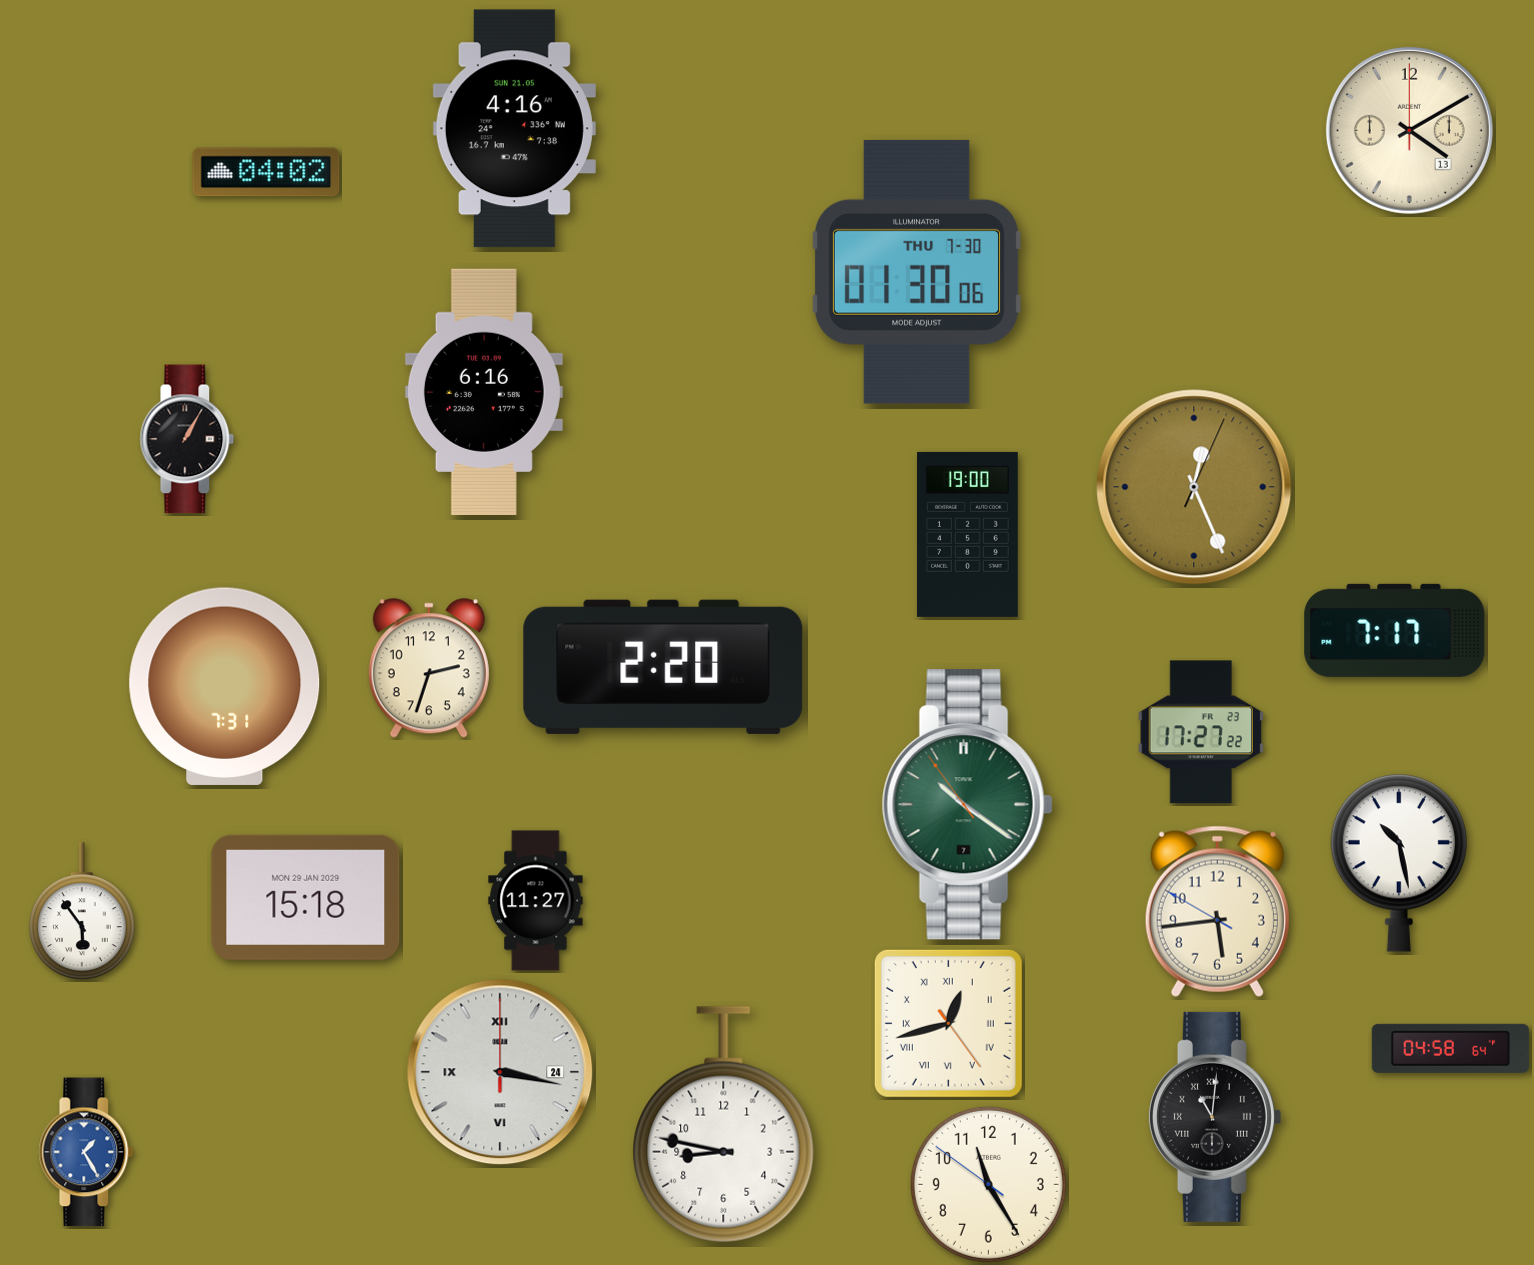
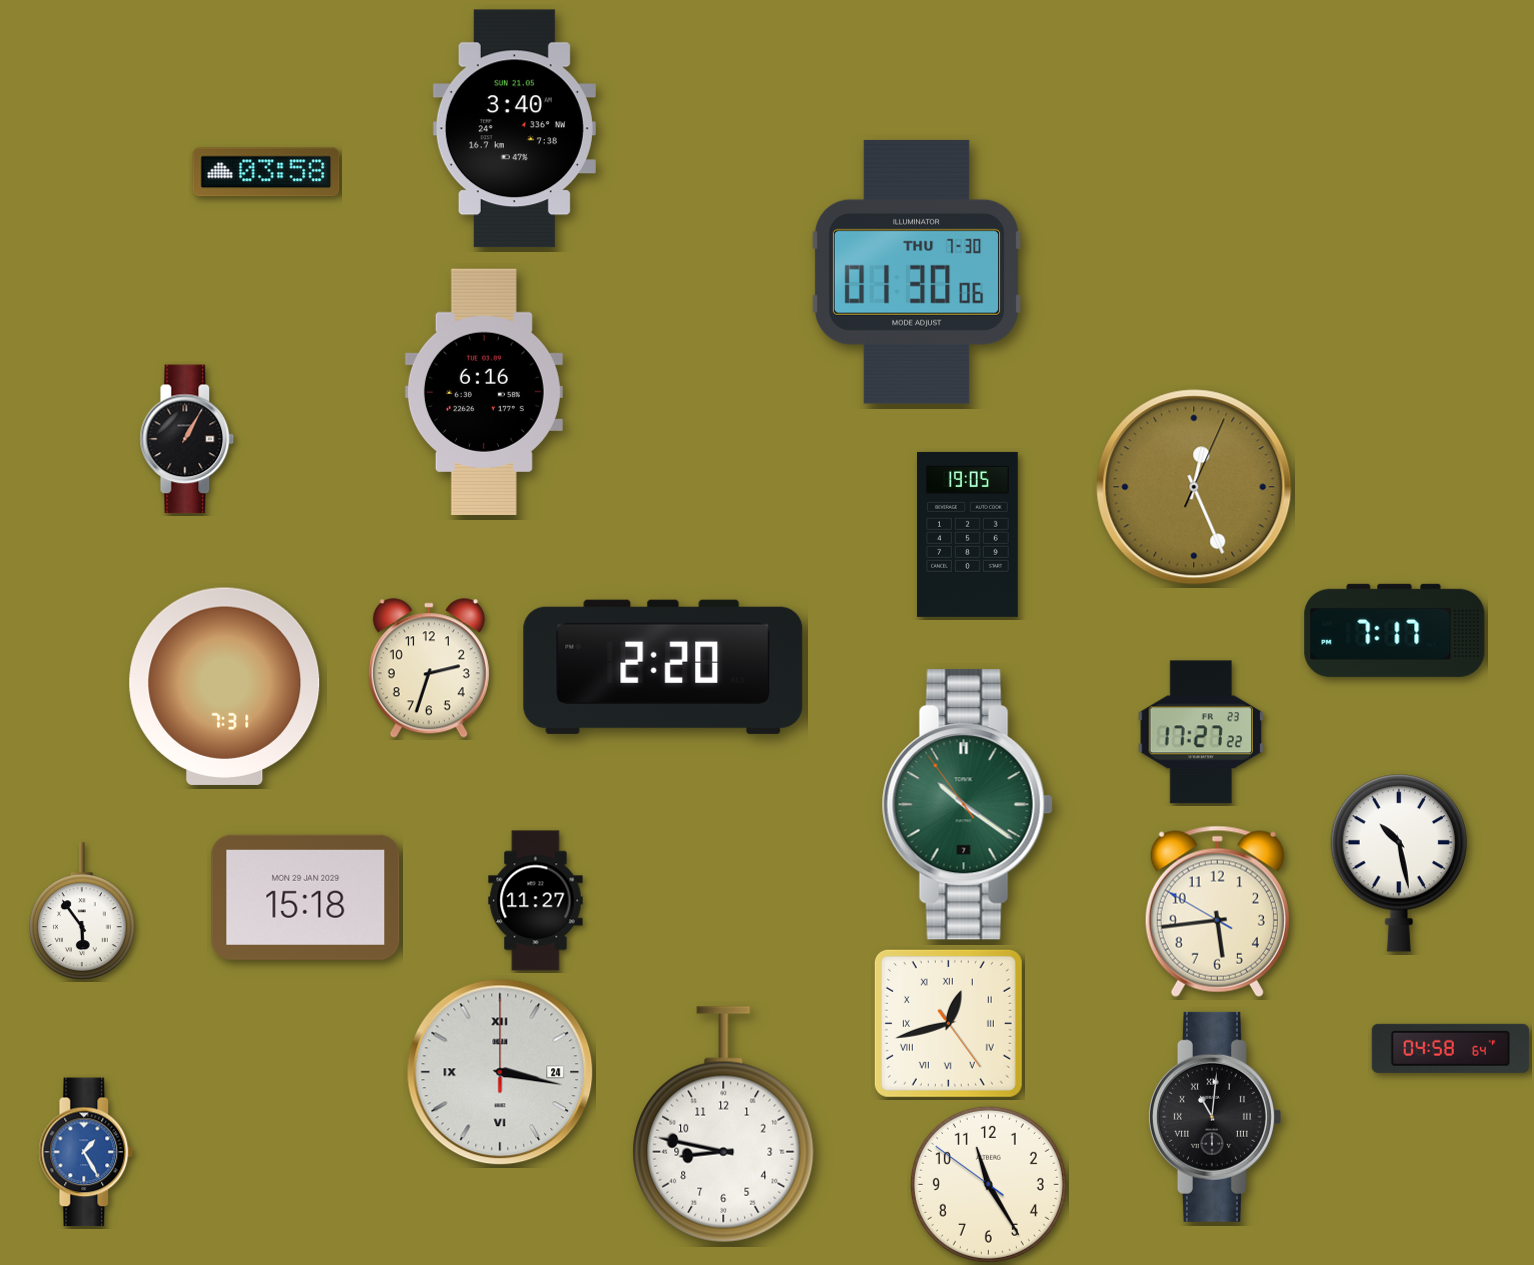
clock at (514, 129): 4:16 -> 3:40
clock at (1409, 130): 4:10 -> none
clock at (266, 172): 04:02 -> 03:58
clock at (968, 534): 19:00 -> 19:05
